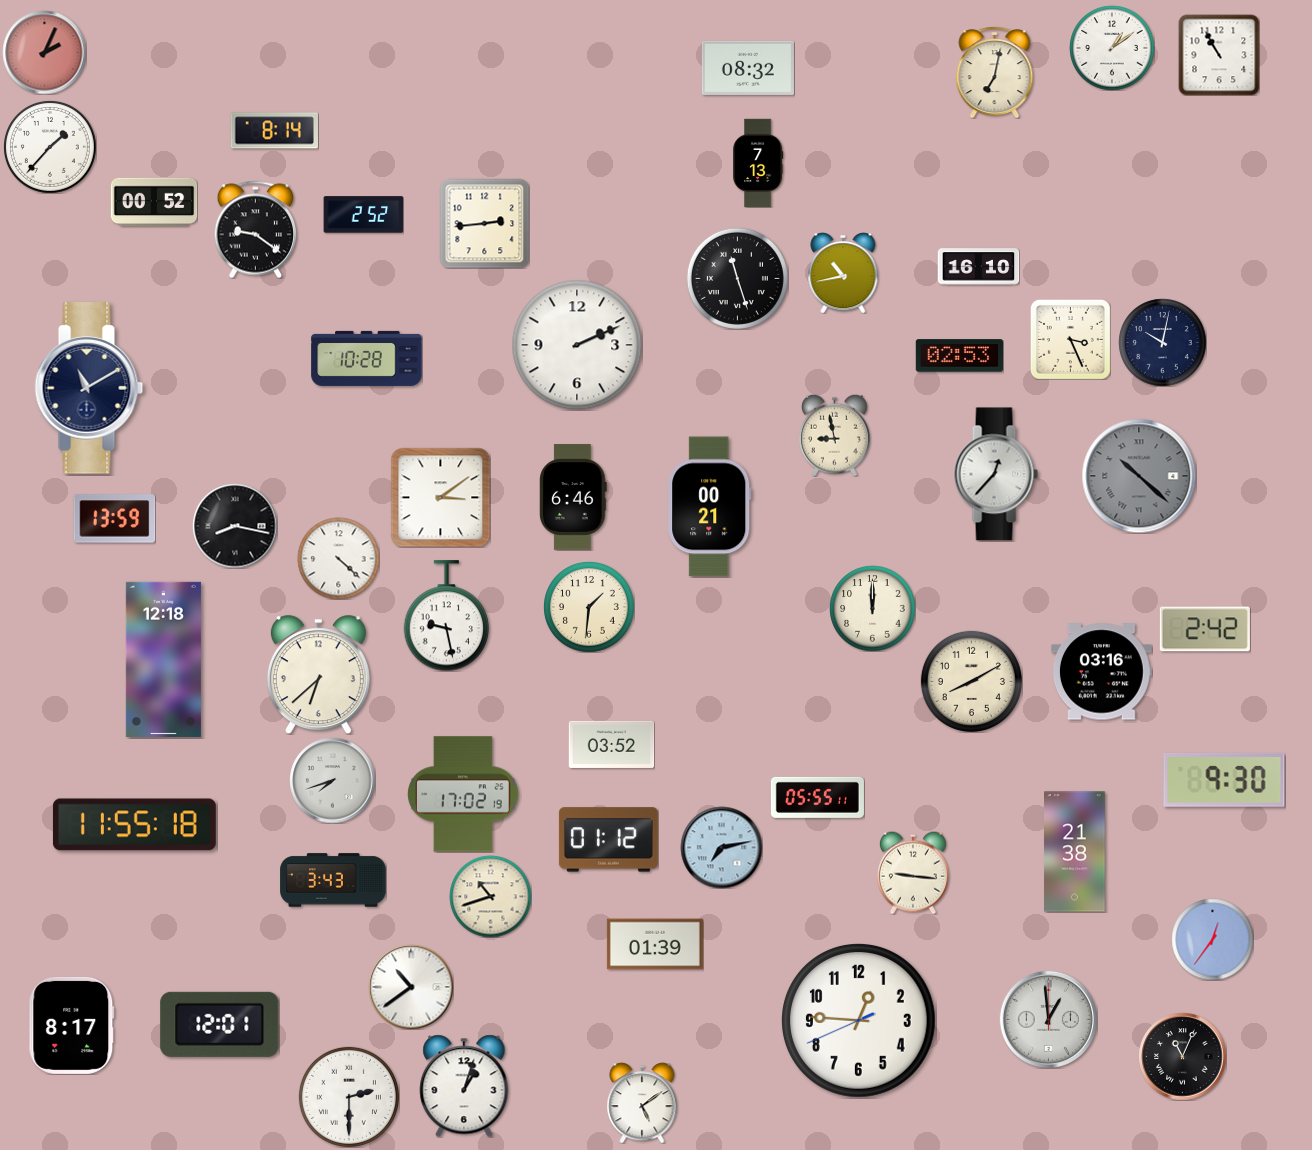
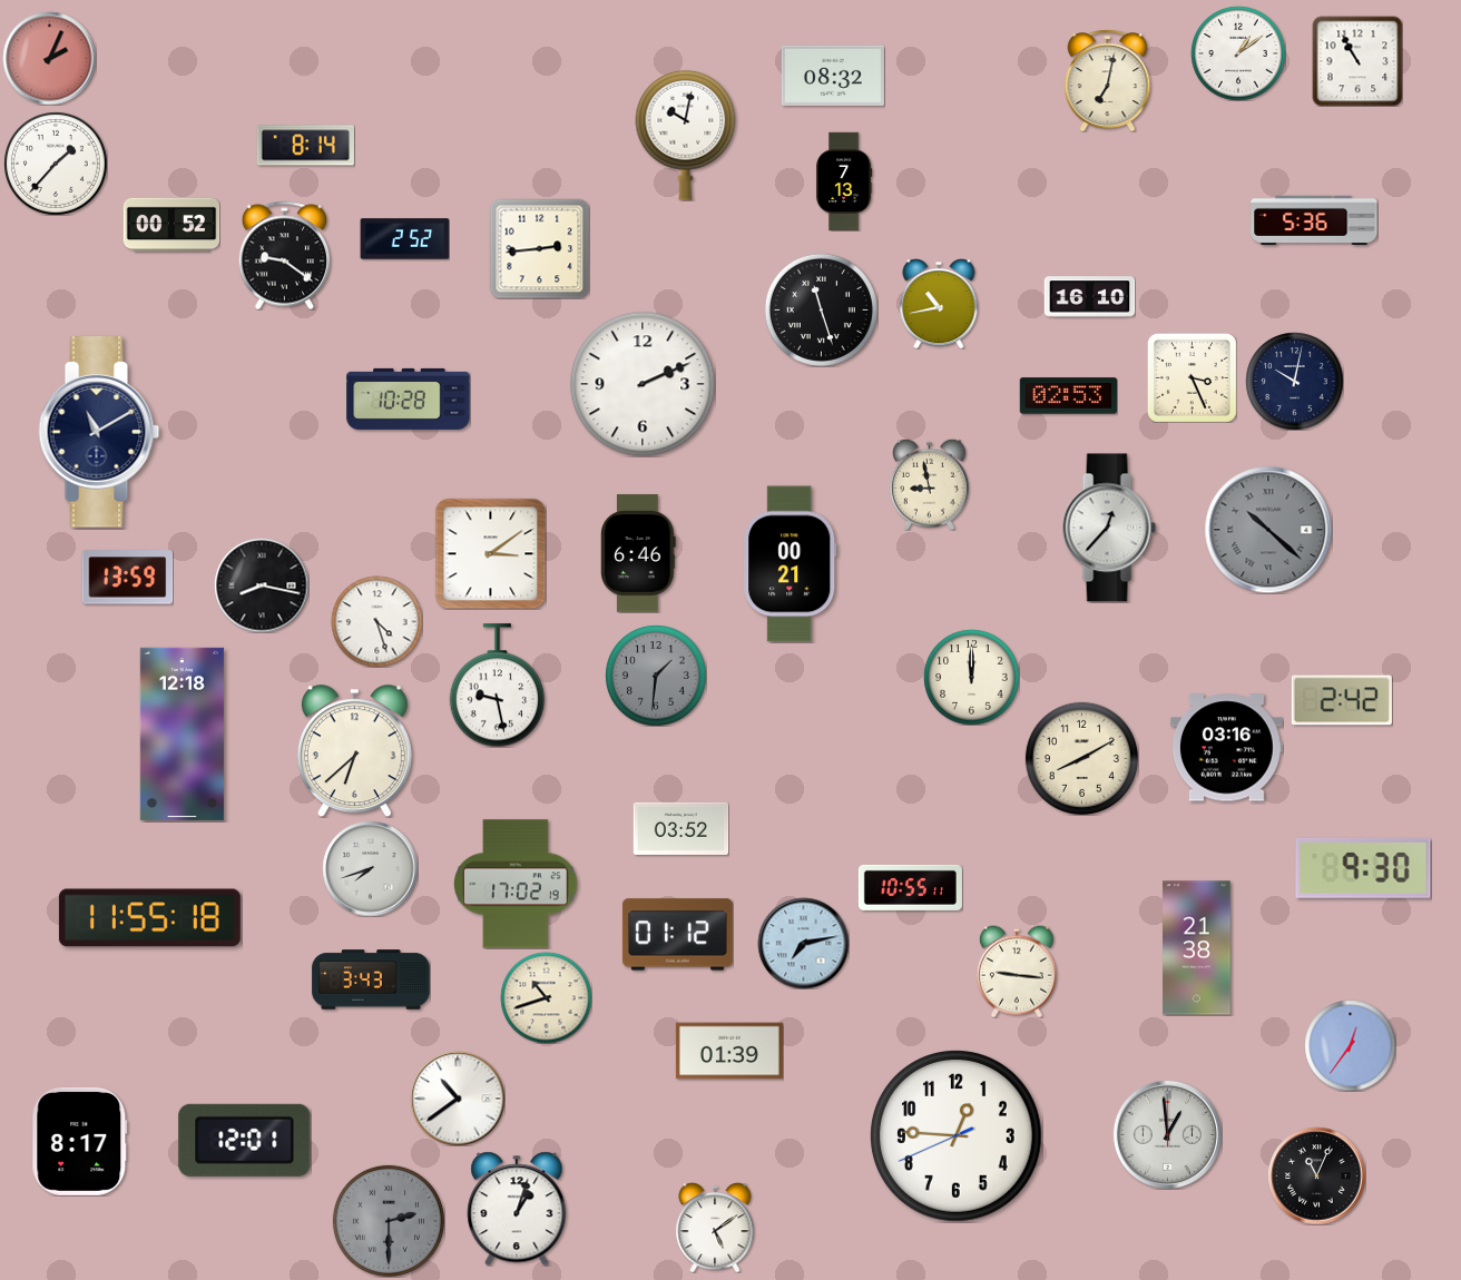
clock at (686, 135): none -> 10:02
clock at (1314, 219): none -> 5:36
clock at (338, 558): 4:22 -> 4:27
clock at (589, 607) dial: cream -> grey
clock at (817, 797): 05:55 -> 10:55
clock at (349, 1097) dial: white -> grey
